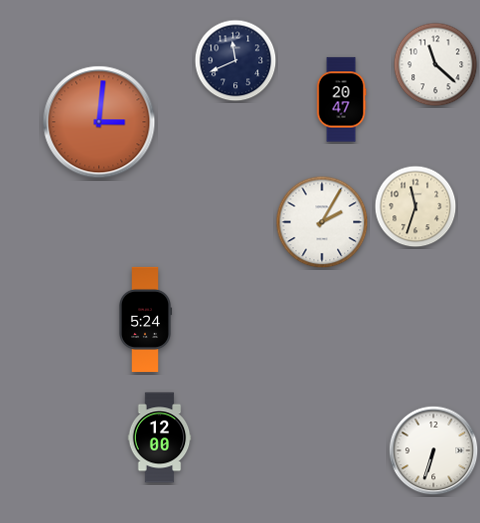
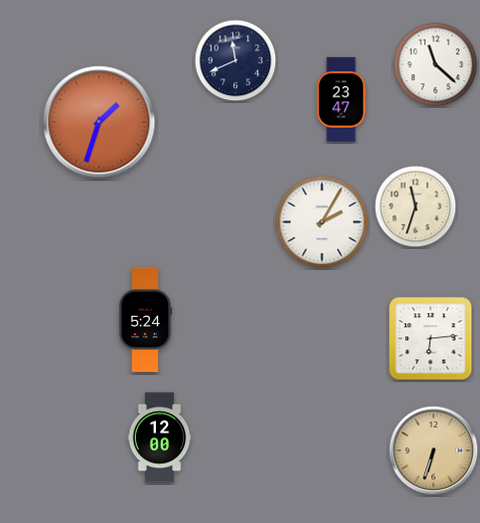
clock at (341, 100): 20:47 -> 23:47
clock at (99, 122): 3:01 -> 1:33
clock at (431, 339): none -> 6:14
clock at (434, 451) dial: white -> champagne
